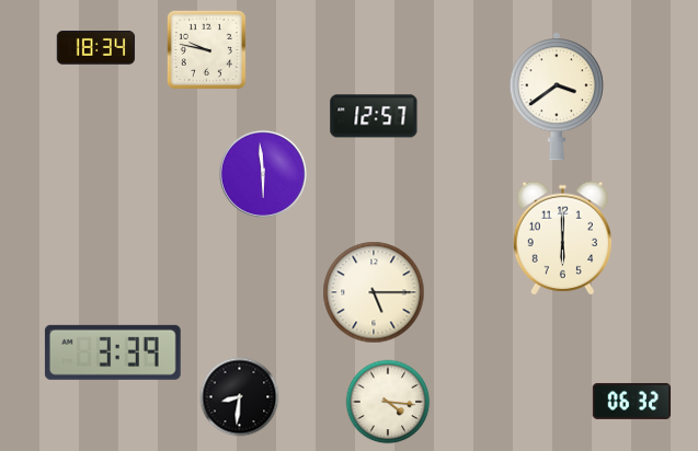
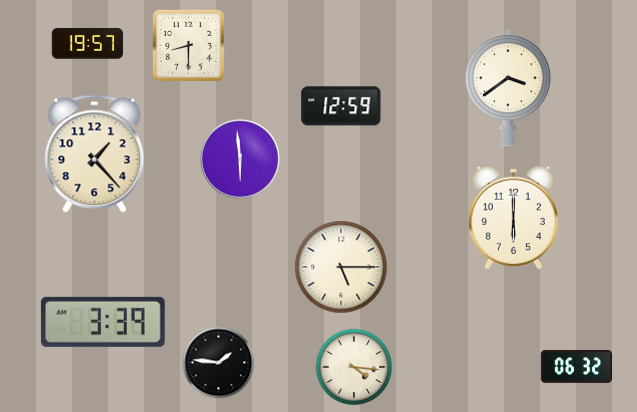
clock at (96, 48): 18:34 -> 19:57
clock at (206, 49): 9:47 -> 8:30
clock at (374, 116): 12:57 -> 12:59
clock at (95, 154): none -> 1:23
clock at (240, 397): 8:31 -> 1:46
